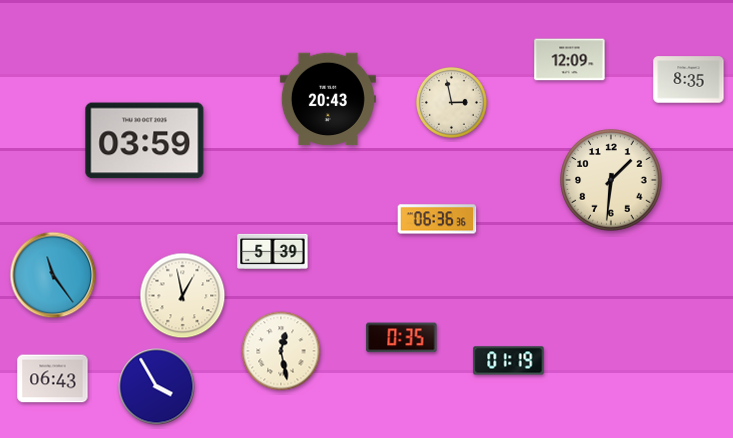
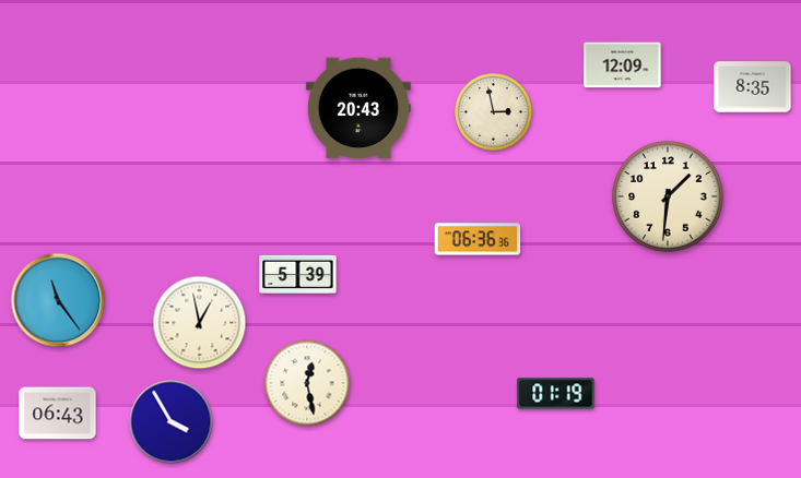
clock at (145, 141): 03:59 -> none
clock at (402, 338): 0:35 -> none
